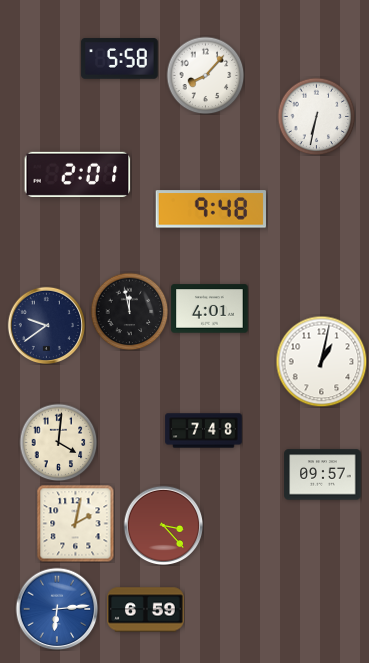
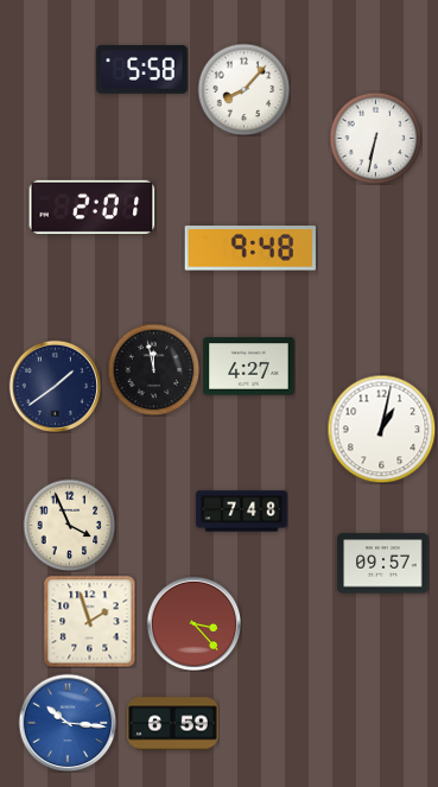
clock at (210, 309): 4:01 -> 4:27
clock at (46, 325): 9:39 -> 1:39
clock at (58, 442): 4:01 -> 3:56
clock at (75, 523): 2:02 -> 1:57
clock at (57, 609): 6:14 -> 10:16
